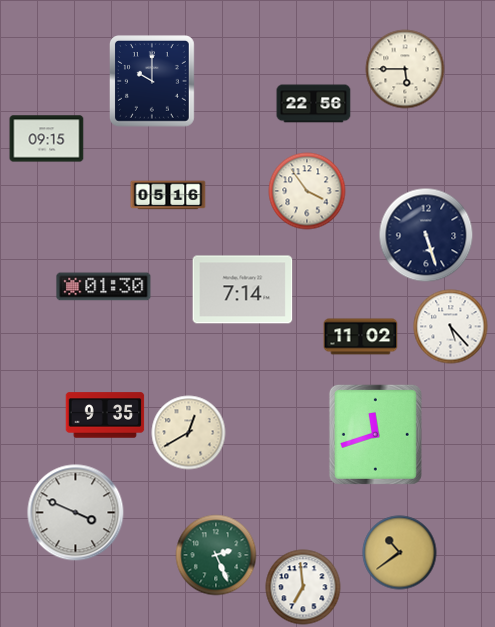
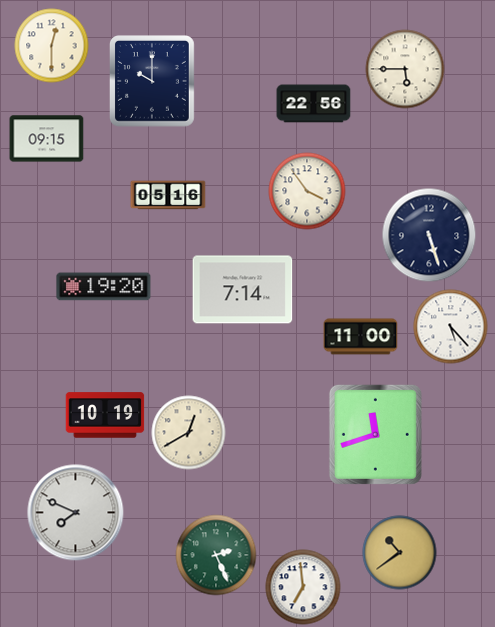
clock at (52, 46): none -> 12:30
clock at (426, 235) position: (426, 235) -> (429, 235)
clock at (104, 287): 01:30 -> 19:20
clock at (361, 337): 11:02 -> 11:00
clock at (105, 415): 9:35 -> 10:19
clock at (76, 513): 3:49 -> 7:49
